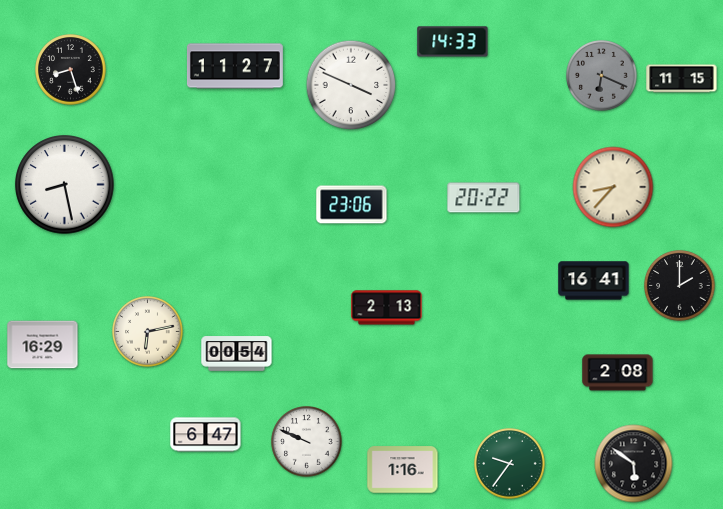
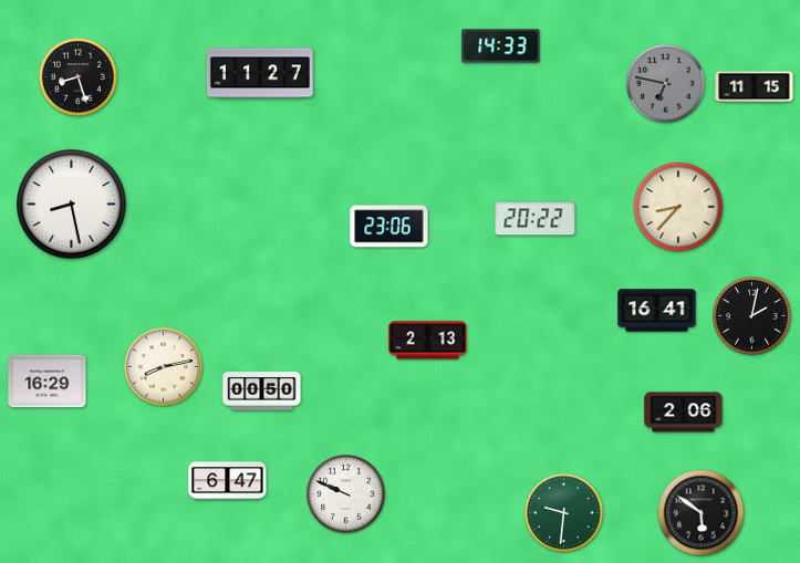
clock at (602, 76): 6:19 -> 6:47
clock at (351, 85): 3:49 -> none
clock at (680, 286): 2:00 -> 2:02
clock at (148, 332): 6:13 -> 8:13
clock at (237, 354): 00:54 -> 00:50
clock at (618, 373): 2:08 -> 2:06
clock at (307, 442) position: (307, 442) -> (346, 494)
clock at (510, 464): 9:36 -> 9:31
clock at (403, 470): 1:16 -> none
